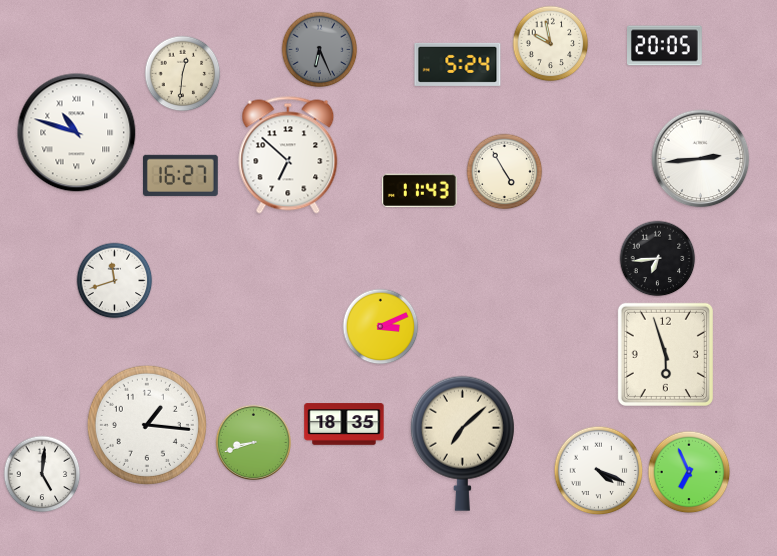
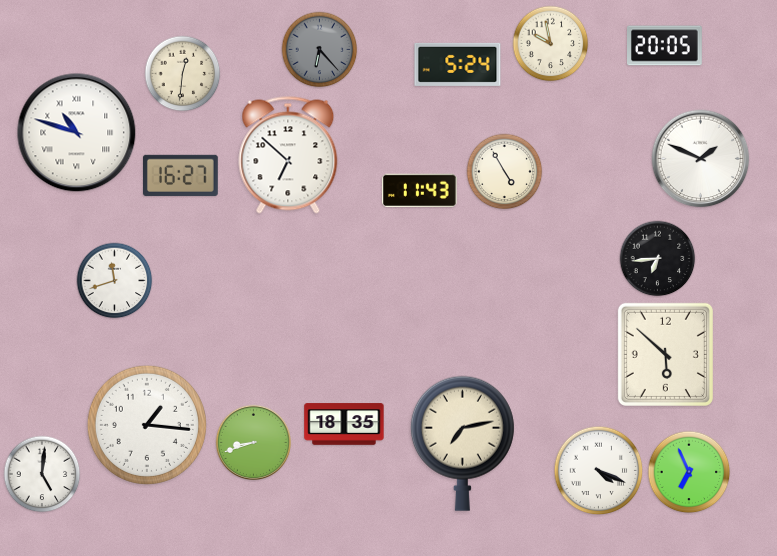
clock at (320, 50): 6:26 -> 6:23
clock at (701, 159): 2:44 -> 1:49
clock at (381, 327): 3:11 -> none
clock at (665, 354): 5:57 -> 5:52
clock at (462, 443): 7:08 -> 7:13
